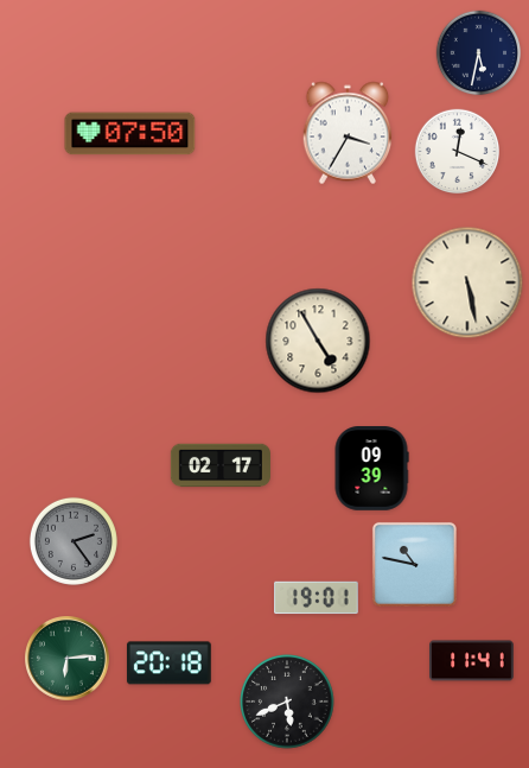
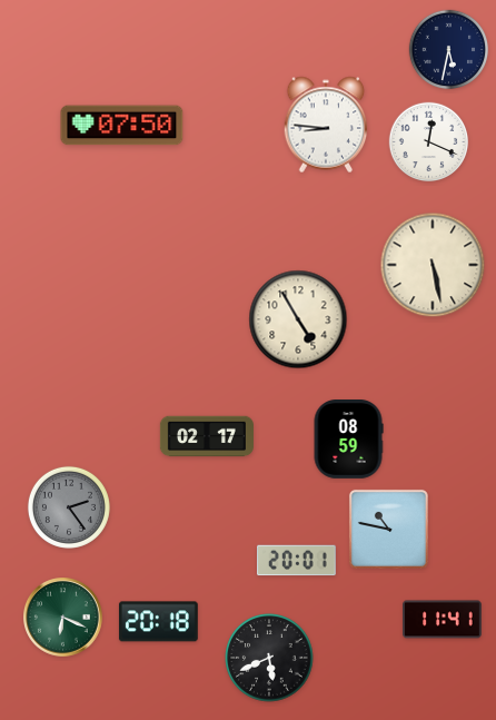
clock at (348, 133): 3:35 -> 8:46
clock at (467, 283) position: (467, 283) -> (433, 265)
clock at (371, 469): 09:39 -> 08:59
clock at (317, 598): 19:01 -> 20:01
clock at (68, 659): 6:14 -> 6:19
